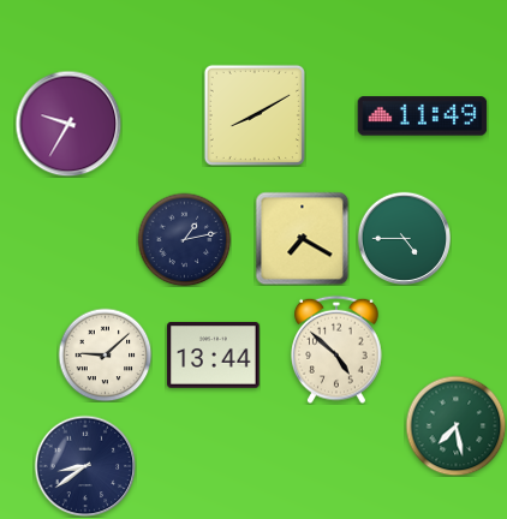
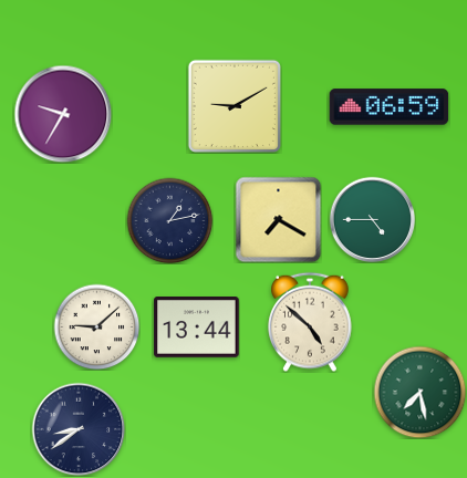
clock at (255, 115): 8:10 -> 9:10
clock at (423, 117): 11:49 -> 06:59
